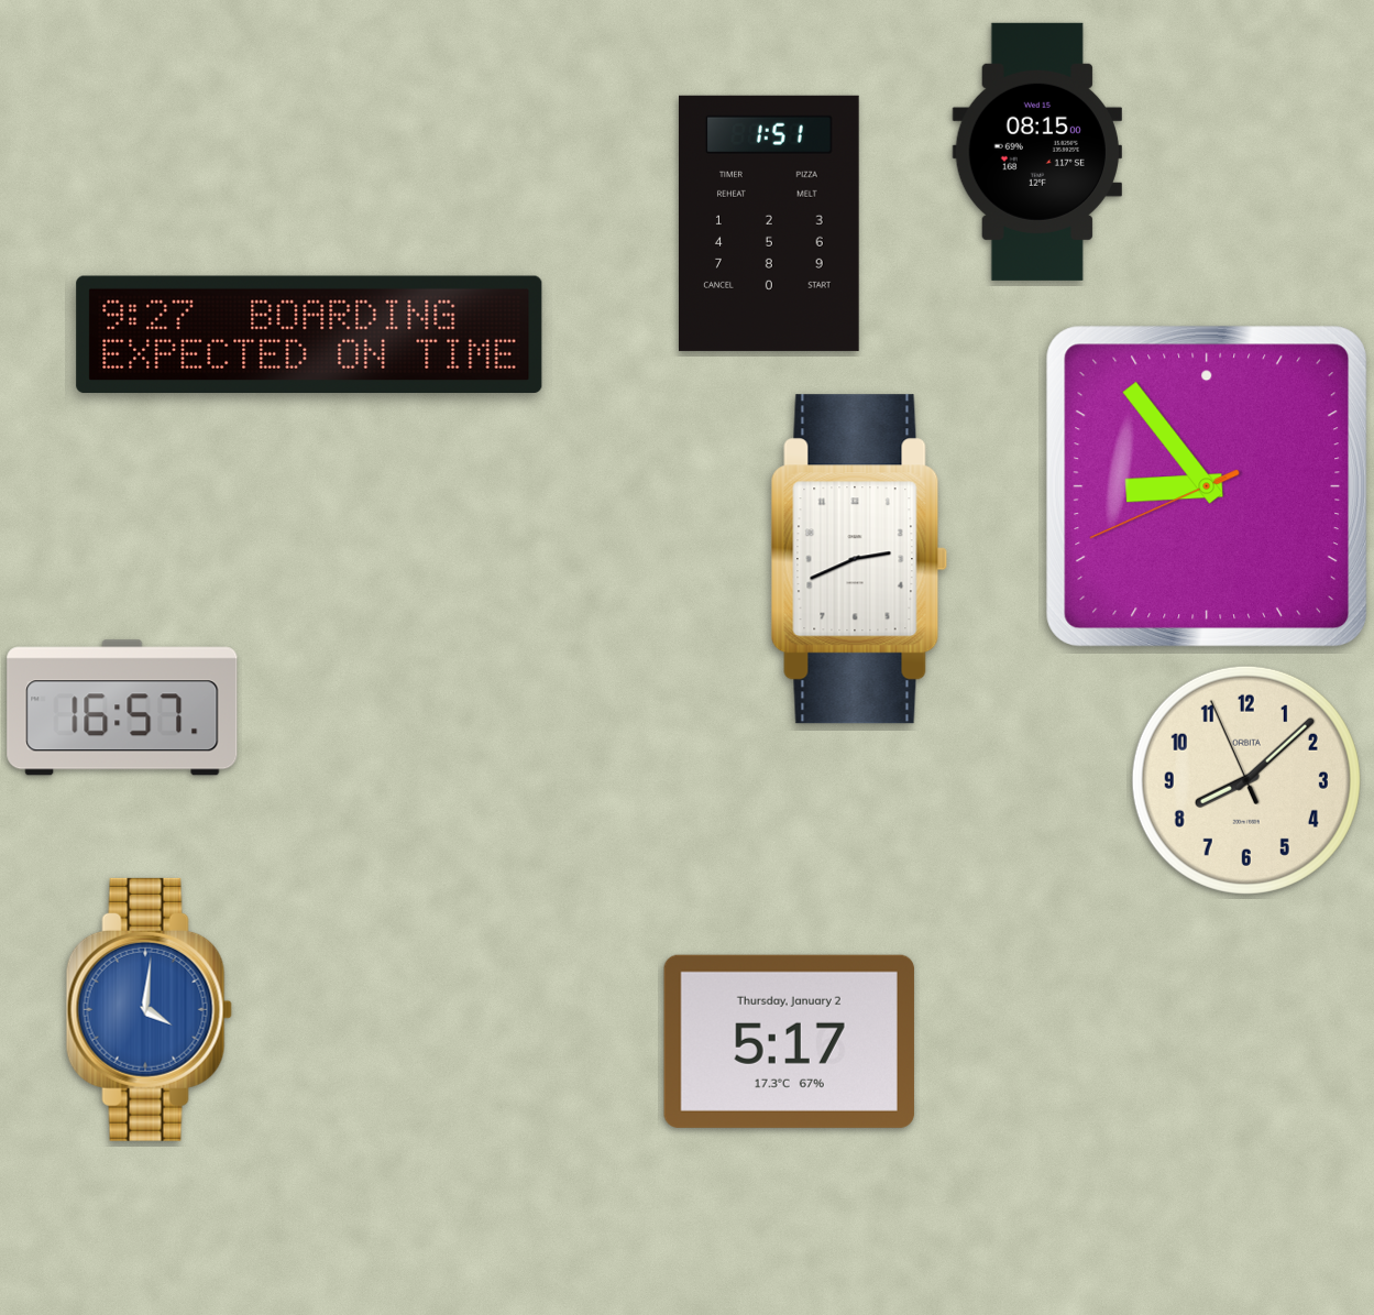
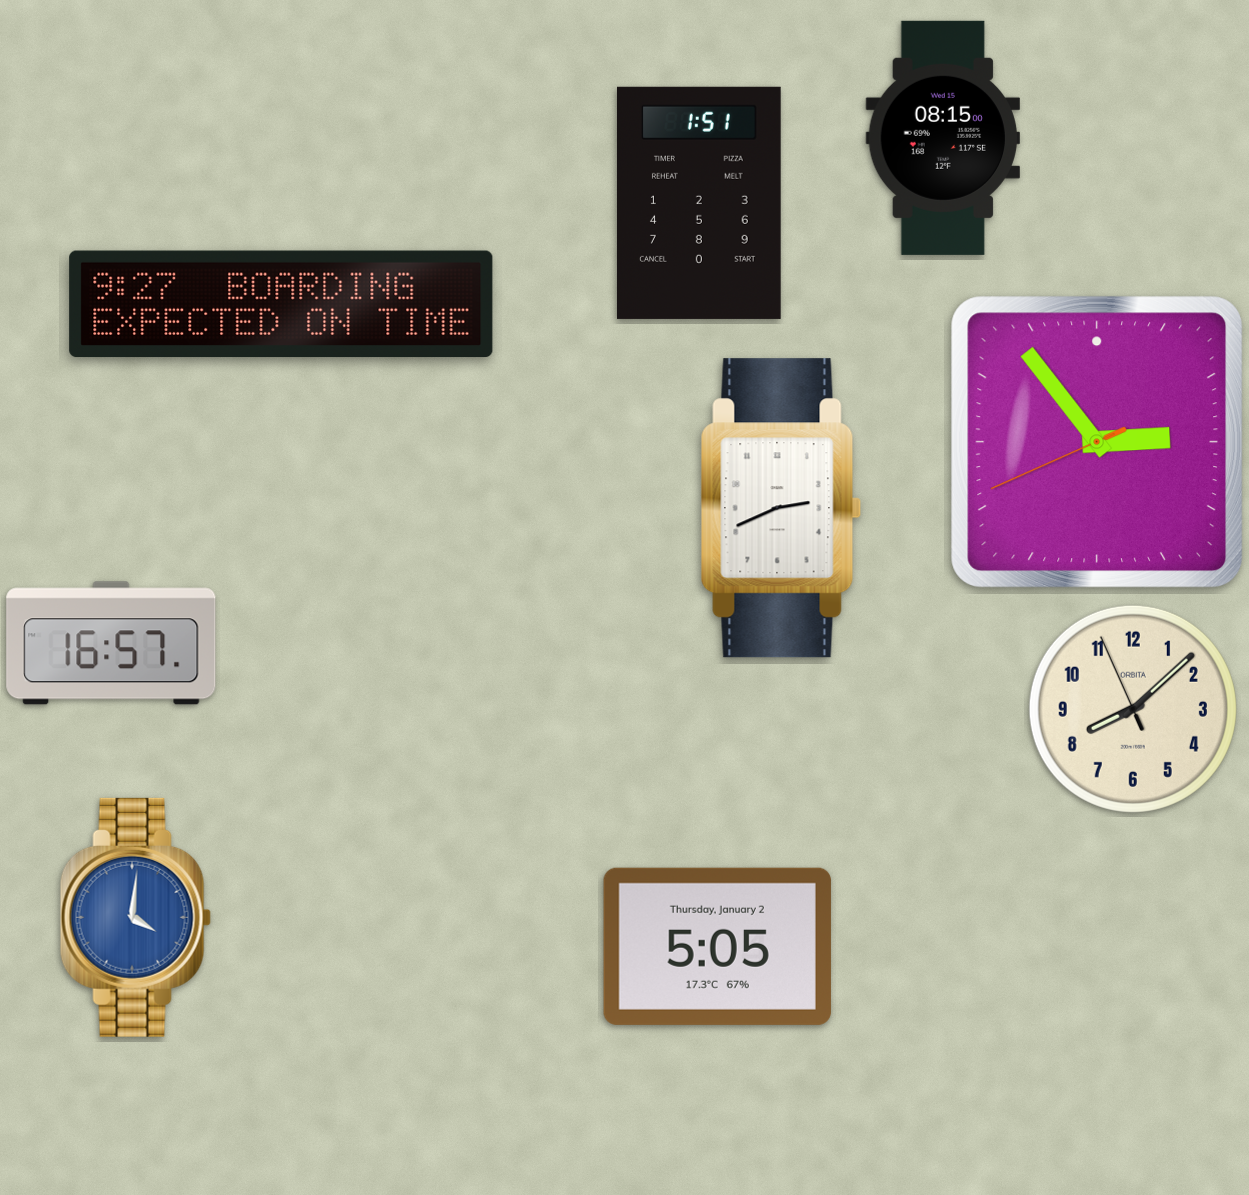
clock at (1206, 485): 8:53 -> 2:53
clock at (789, 1041): 5:17 -> 5:05
